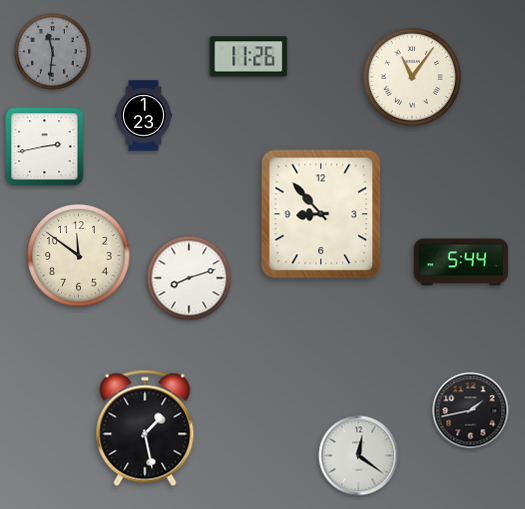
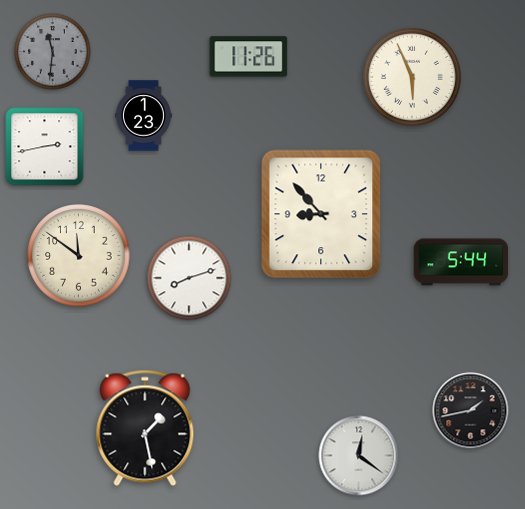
clock at (412, 77): 11:06 -> 5:56
